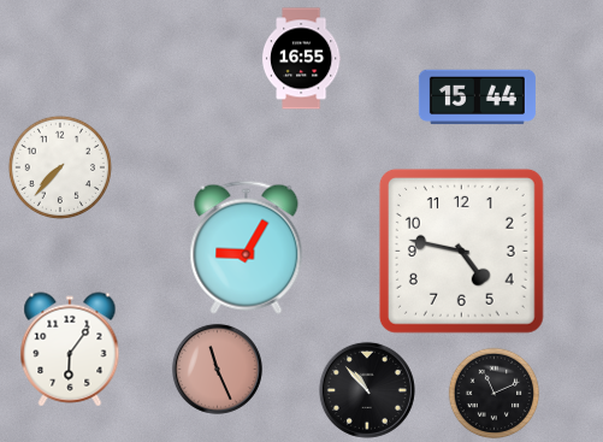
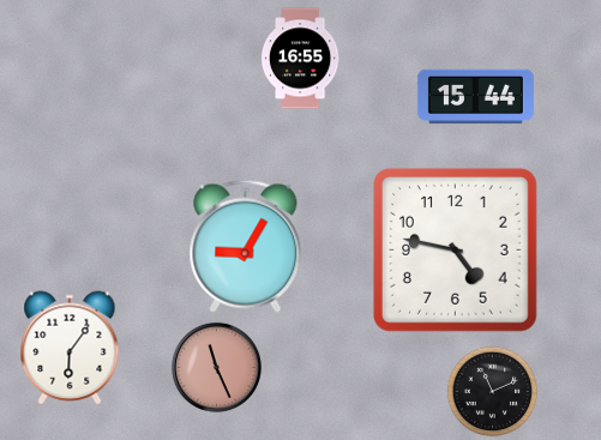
clock at (59, 166): 7:37 -> none
clock at (461, 251) position: (461, 251) -> (455, 249)
clock at (367, 390): 10:53 -> none
